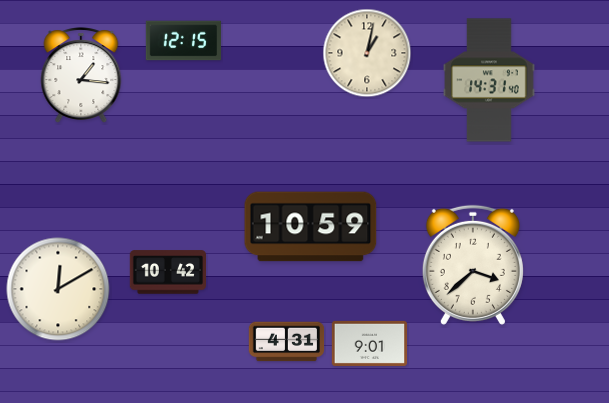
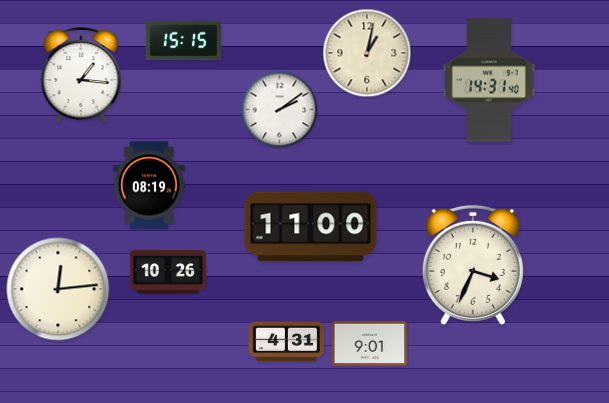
clock at (184, 41): 12:15 -> 15:15
clock at (280, 110): none -> 2:09
clock at (150, 185): none -> 08:19
clock at (311, 227): 10:59 -> 11:00
clock at (473, 265): 3:38 -> 3:34
clock at (167, 272): 10:42 -> 10:26
clock at (58, 289): 12:10 -> 12:14
